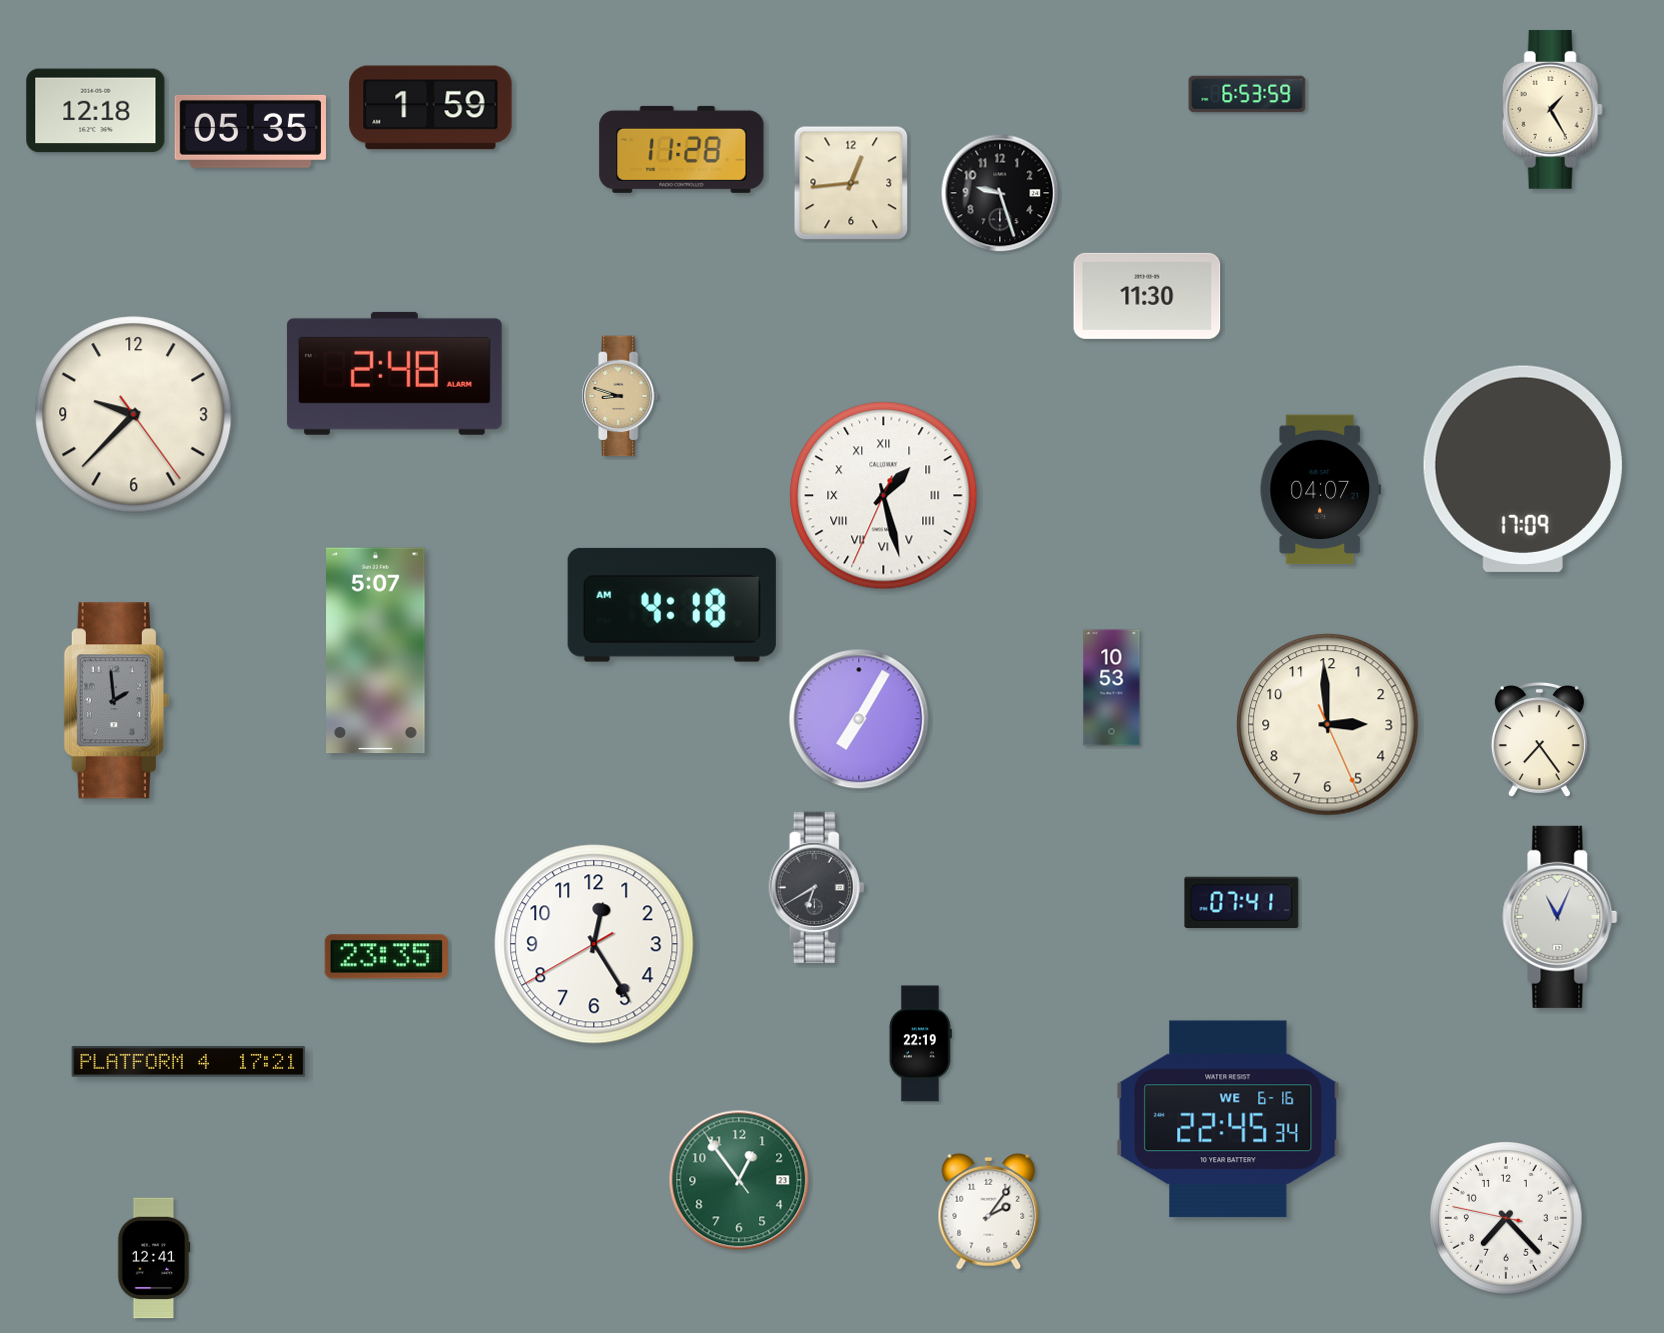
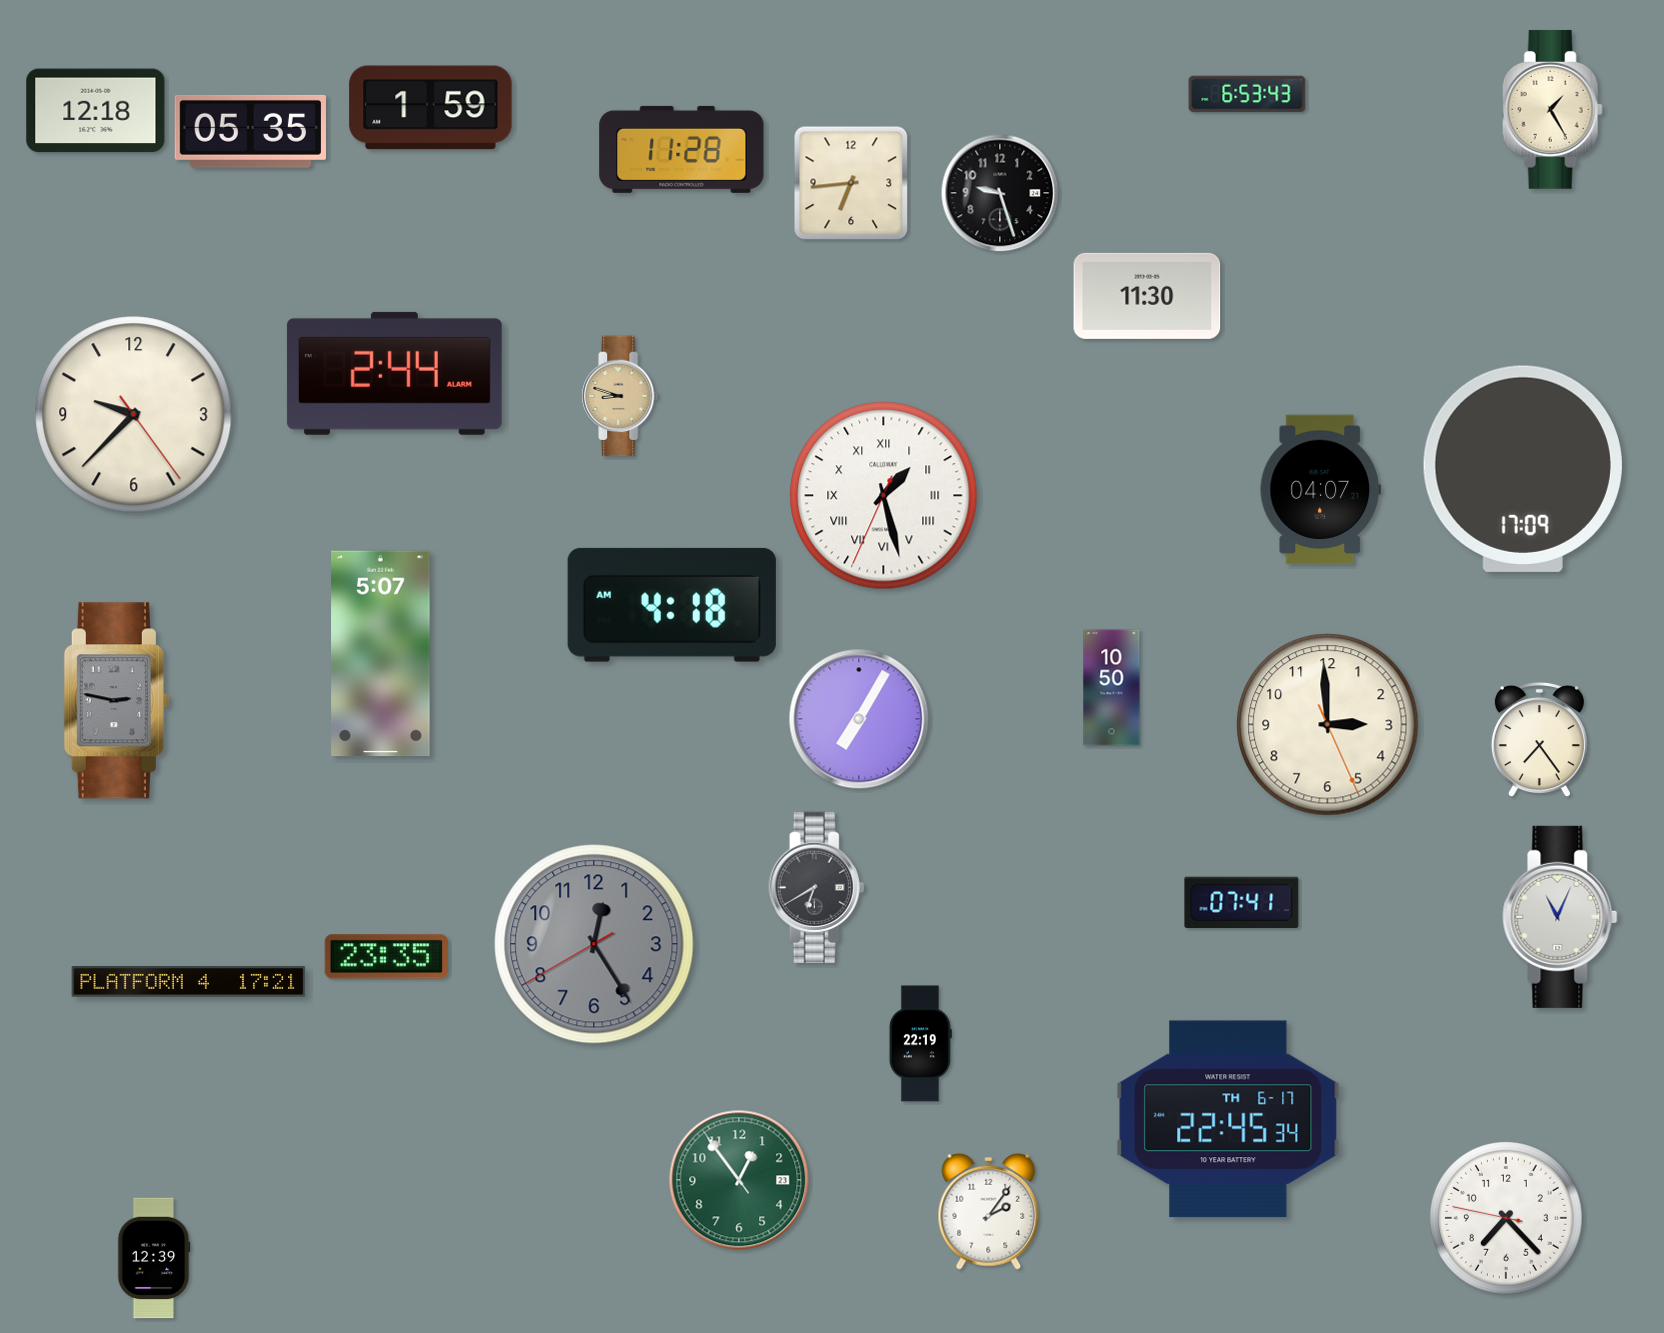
clock at (1247, 94): 6:53:59 -> 6:53:43
clock at (851, 183): 12:44 -> 6:44
clock at (394, 373): 2:48 -> 2:44
clock at (376, 651) position: (376, 651) -> (381, 654)
clock at (1112, 688): 10:53 -> 10:50
clock at (116, 701): 1:59 -> 2:47
clock at (594, 944) dial: white -> grey
clock at (189, 1062) position: (189, 1062) -> (189, 982)
clock at (1228, 1119) date: WE 6-16 -> TH 6-17
clock at (154, 1258): 12:41 -> 12:39
